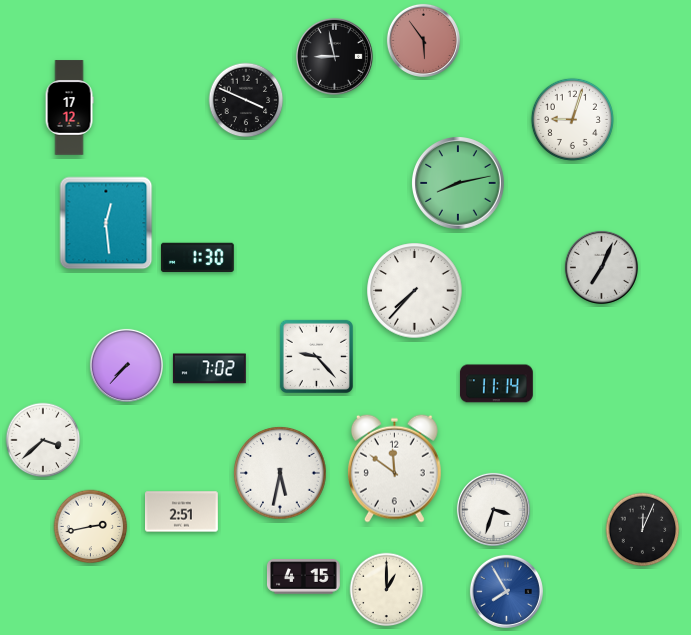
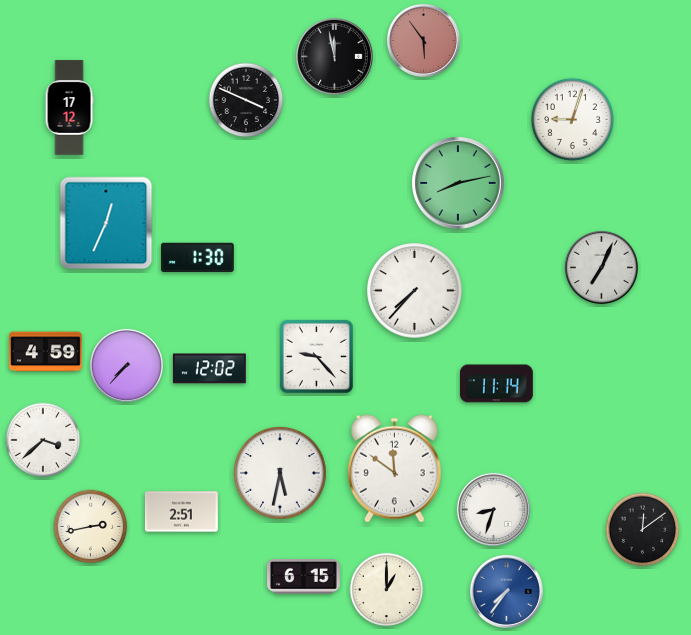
clock at (334, 56): 8:58 -> 11:58
clock at (106, 223): 12:29 -> 12:34
clock at (46, 352): none -> 4:59
clock at (209, 369): 7:02 -> 12:02
clock at (493, 509): 3:33 -> 8:33
clock at (643, 530): 12:04 -> 12:09
clock at (303, 577): 4:15 -> 6:15
clock at (506, 591): 7:55 -> 7:36
